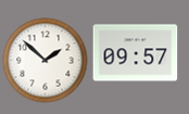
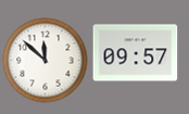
clock at (45, 60): 1:52 -> 11:52
